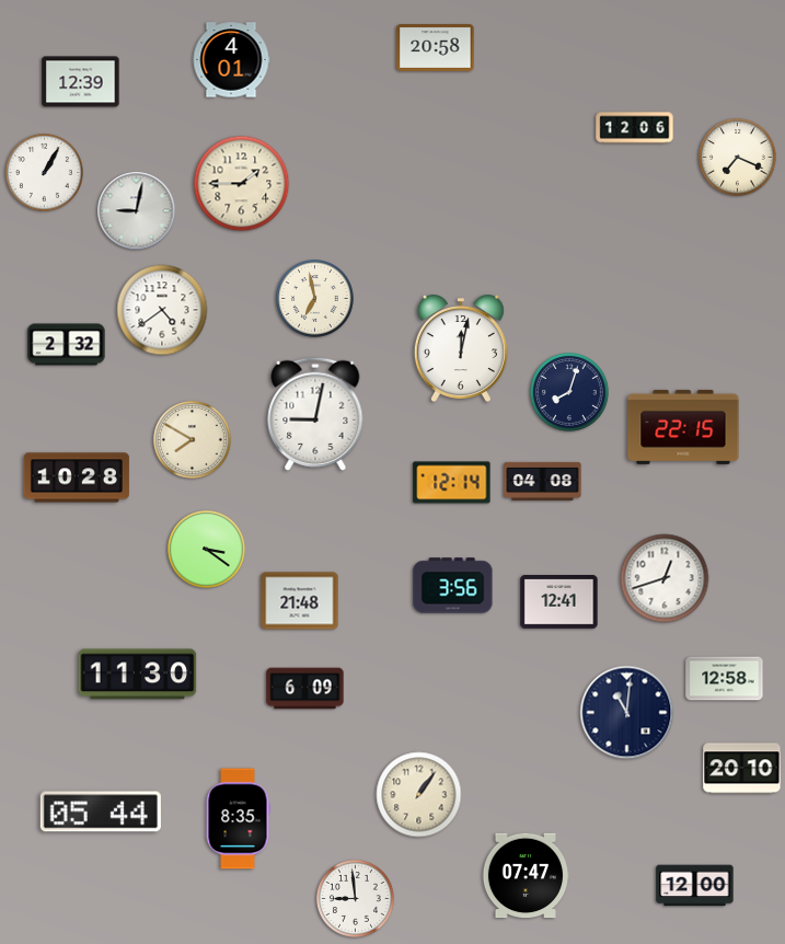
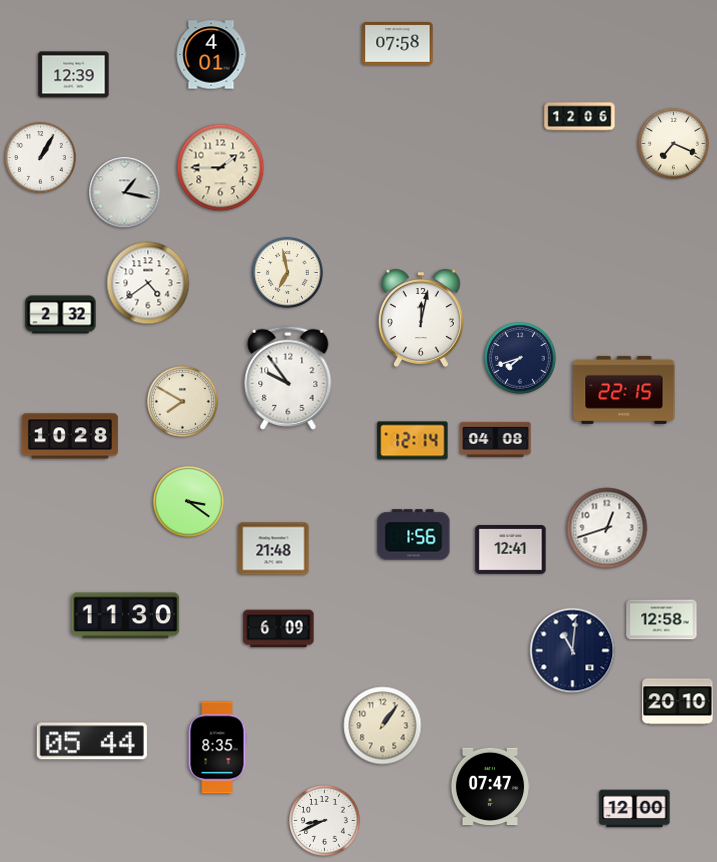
clock at (436, 48): 20:58 -> 07:58
clock at (137, 211): 9:02 -> 1:17
clock at (569, 392): 8:03 -> 7:42
clock at (315, 414): 9:02 -> 9:54
clock at (193, 440) position: (193, 440) -> (183, 402)
clock at (453, 586): 3:56 -> 1:56
clock at (526, 876) position: (526, 876) -> (490, 787)
clock at (356, 899): 8:59 -> 8:41
